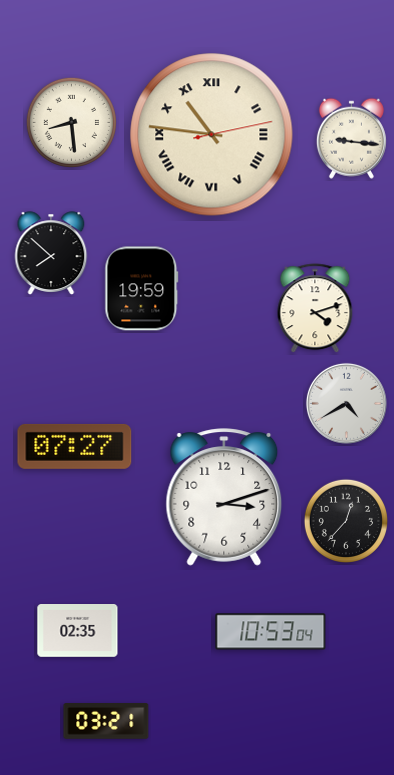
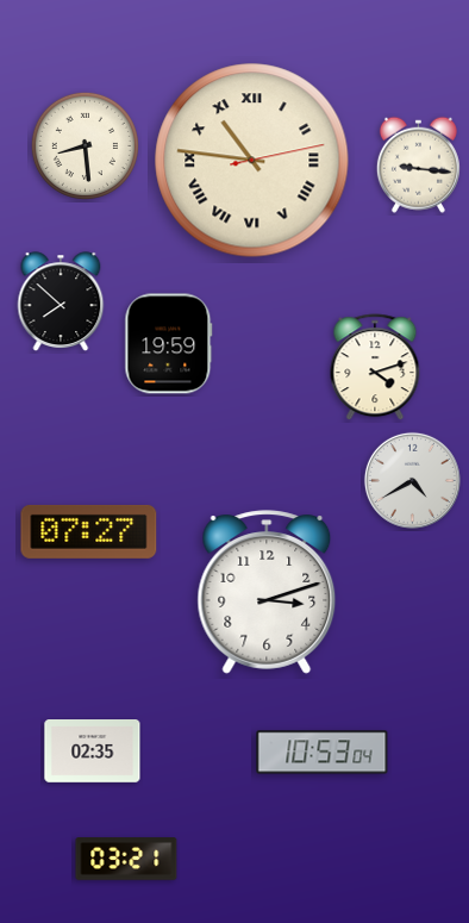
clock at (345, 520): 12:37 -> none
